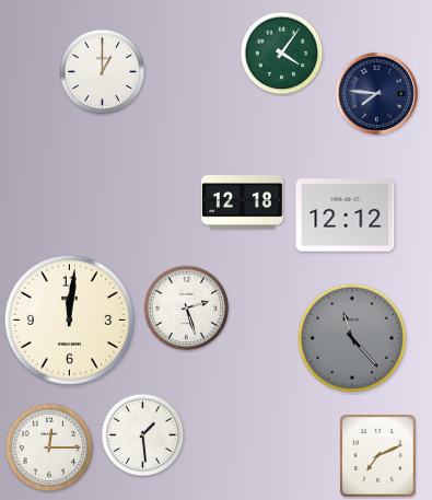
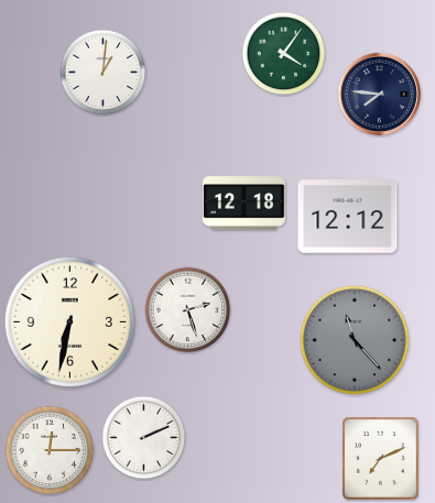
clock at (103, 72): 1:00 -> 1:01
clock at (69, 319): 12:01 -> 6:32
clock at (143, 435): 1:29 -> 2:11
